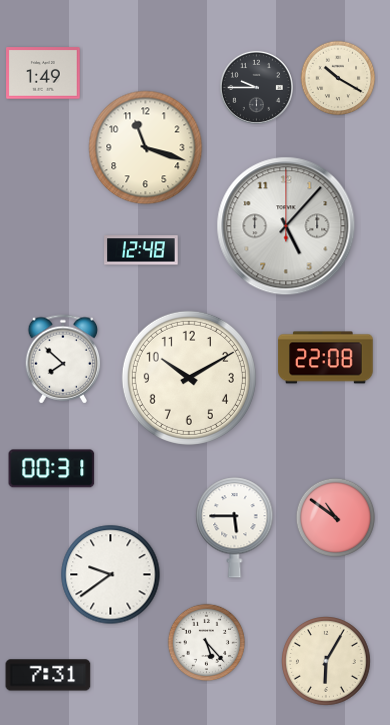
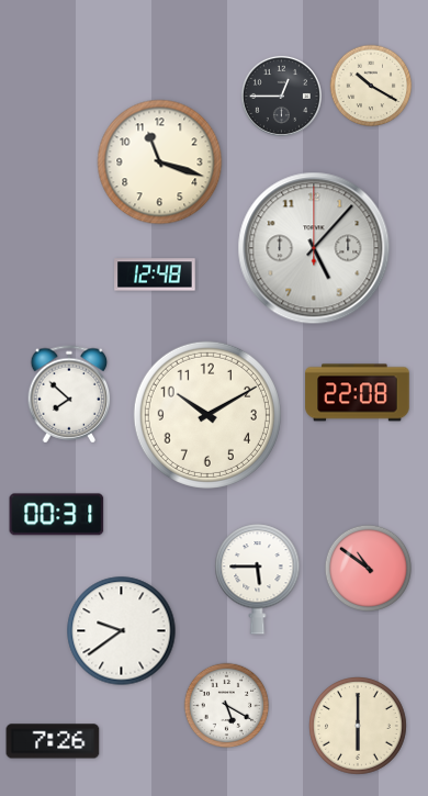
clock at (43, 73): 1:49 -> none
clock at (256, 87): 9:45 -> 12:45
clock at (207, 643): 5:23 -> 5:20
clock at (327, 662): 6:05 -> 6:00
clock at (48, 675): 7:31 -> 7:26
